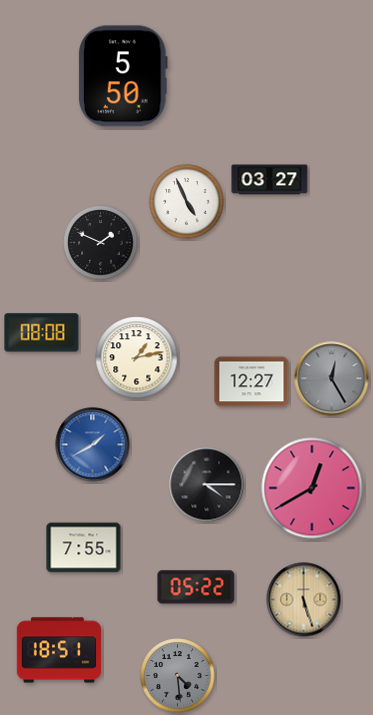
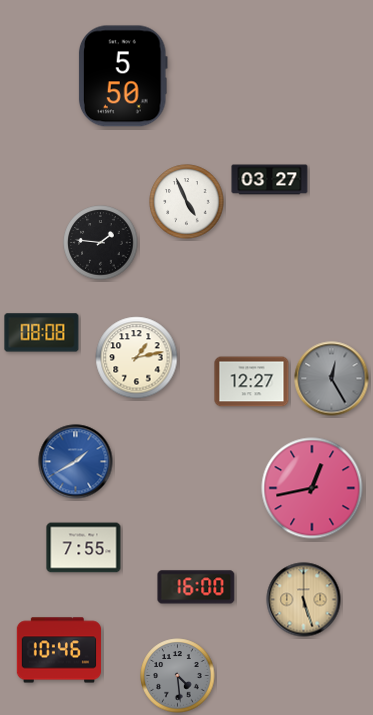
clock at (101, 243): 1:49 -> 1:46
clock at (93, 445) position: (93, 445) -> (76, 462)
clock at (207, 485): 4:15 -> none
clock at (312, 488): 12:40 -> 12:43
clock at (196, 587): 05:22 -> 16:00
clock at (59, 650): 18:51 -> 10:46
